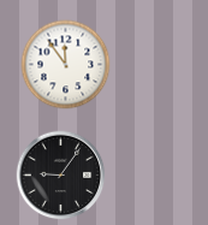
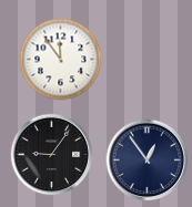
clock at (148, 161): none -> 12:54
clock at (61, 176) position: (61, 176) -> (52, 155)
